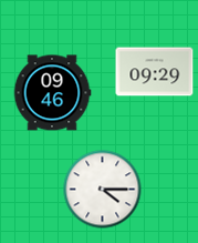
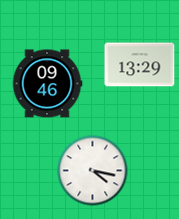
clock at (155, 72): 09:29 -> 13:29
clock at (103, 190): 4:15 -> 4:17
